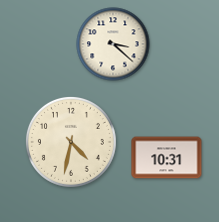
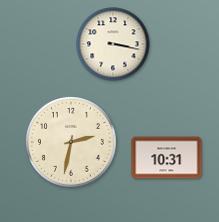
clock at (113, 44): 3:22 -> 3:17
clock at (71, 142): 4:32 -> 2:32
